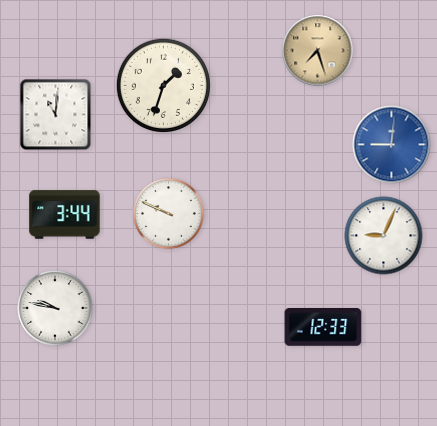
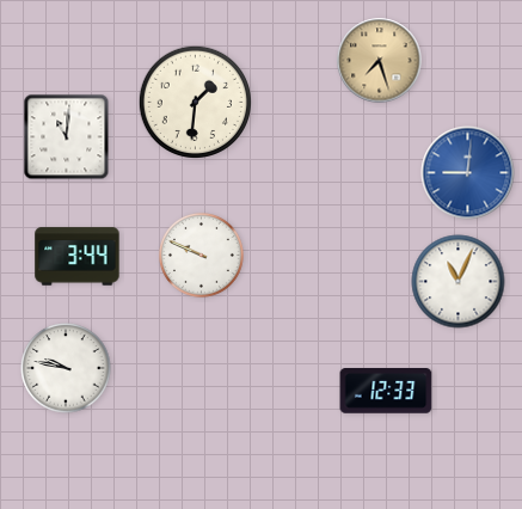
clock at (163, 85): 1:33 -> 1:31
clock at (384, 236): 9:04 -> 11:04
